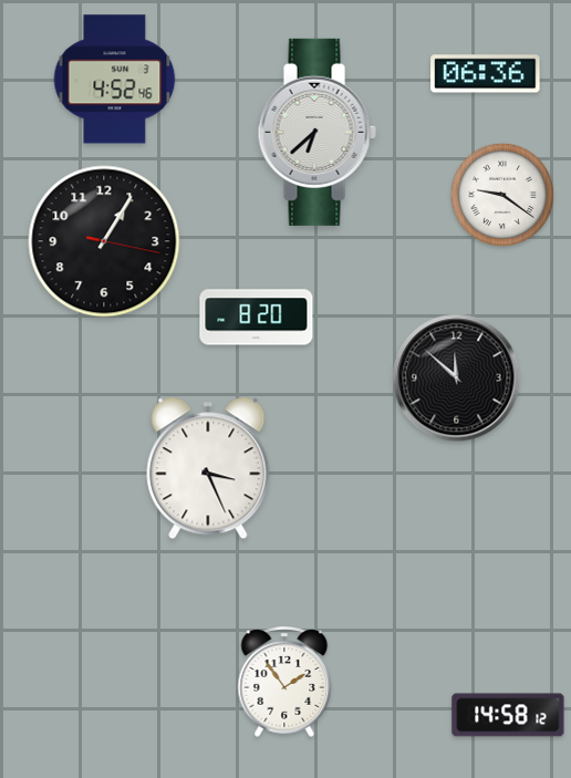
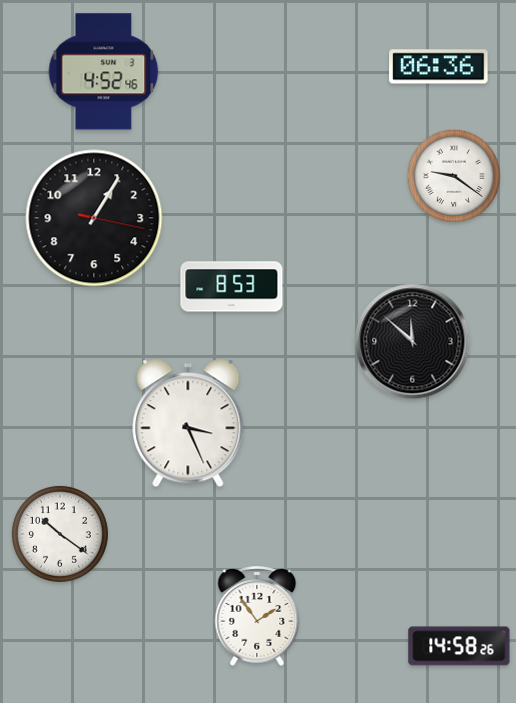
clock at (316, 132): 6:38 -> none
clock at (257, 318): 8:20 -> 8:53
clock at (60, 534): none -> 10:21
clock at (508, 715): 14:58:12 -> 14:58:26
